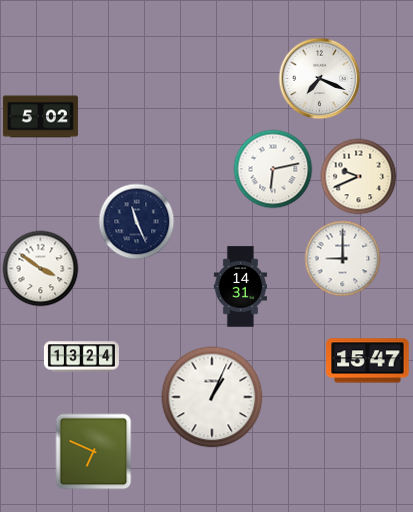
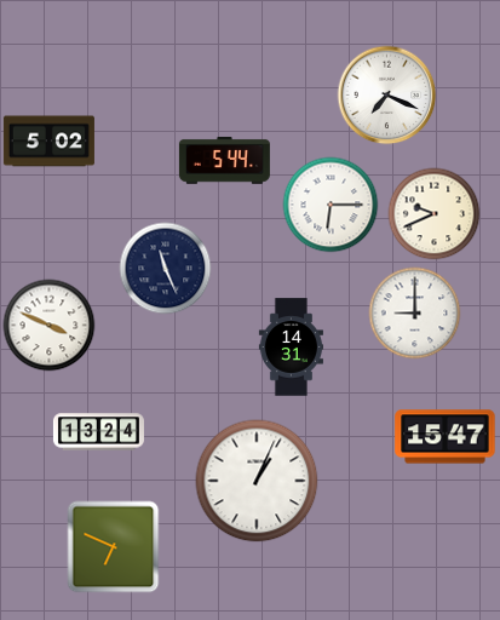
clock at (224, 160): none -> 5:44
clock at (273, 169): 6:13 -> 6:15
clock at (41, 269): 3:51 -> 3:49
